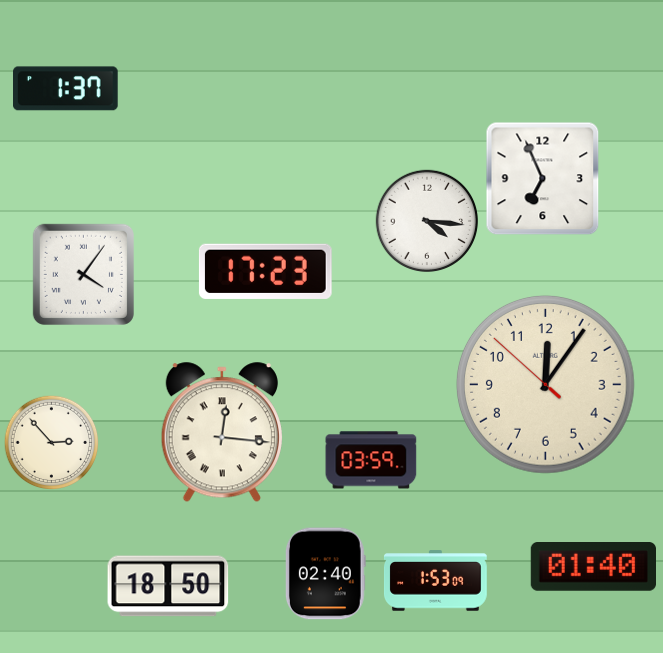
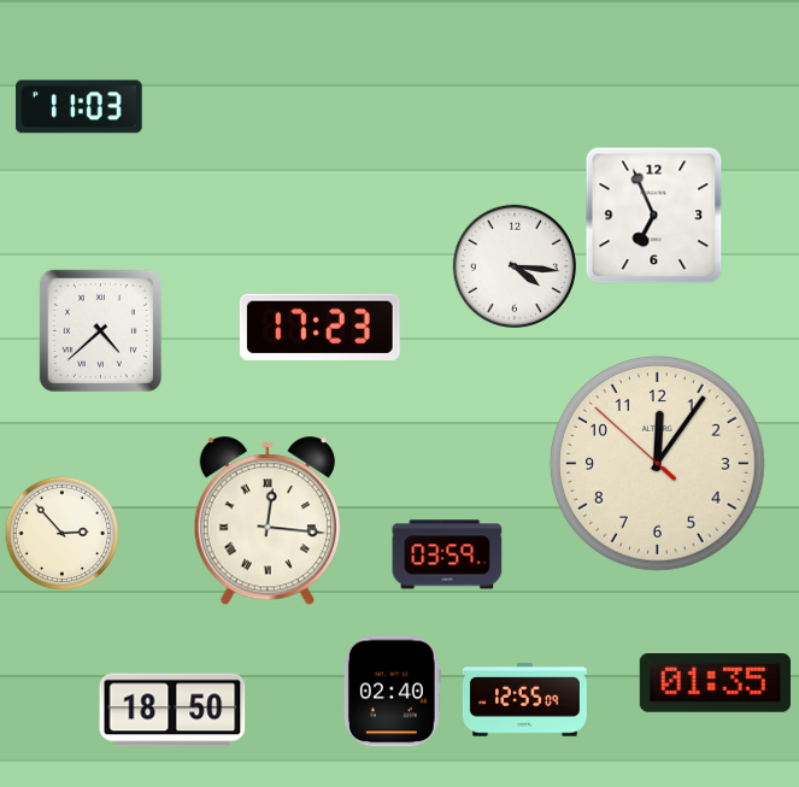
clock at (66, 89): 1:37 -> 11:03
clock at (83, 274): 4:06 -> 4:38
clock at (593, 567): 01:40 -> 01:35
clock at (435, 581): 1:53 -> 12:55
clock at (168, 586) position: (168, 586) -> (172, 710)
